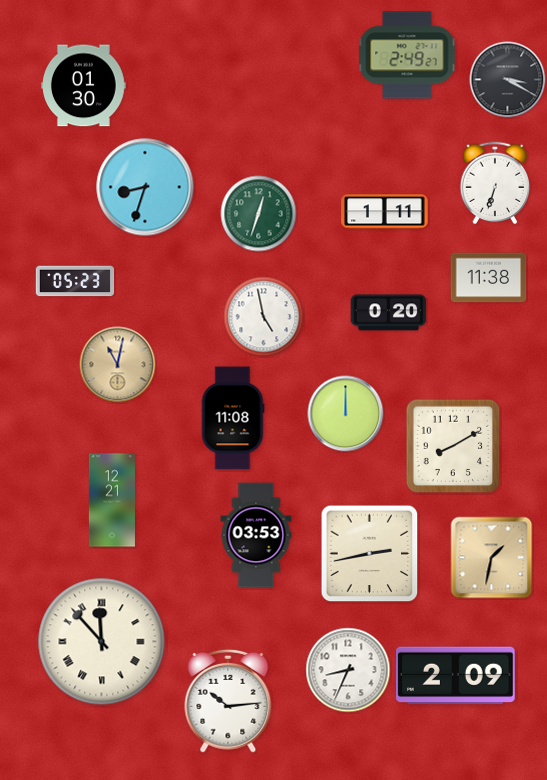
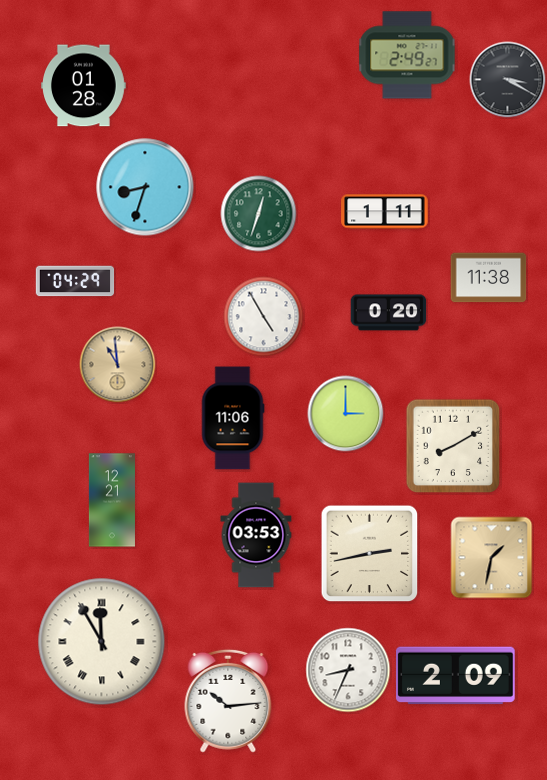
clock at (84, 86): 01:30 -> 01:28
clock at (495, 183): 6:33 -> none
clock at (75, 281): 05:23 -> 04:29
clock at (264, 317): 4:58 -> 4:55
clock at (118, 365): 11:02 -> 10:59
clock at (346, 414): 12:00 -> 3:00
clock at (233, 418): 11:08 -> 11:06
clock at (102, 642): 11:53 -> 11:55
